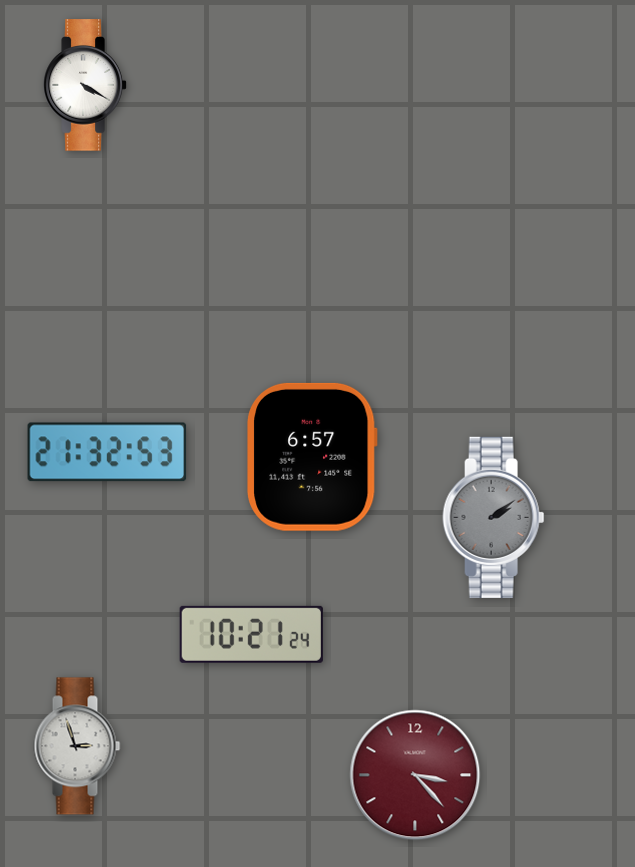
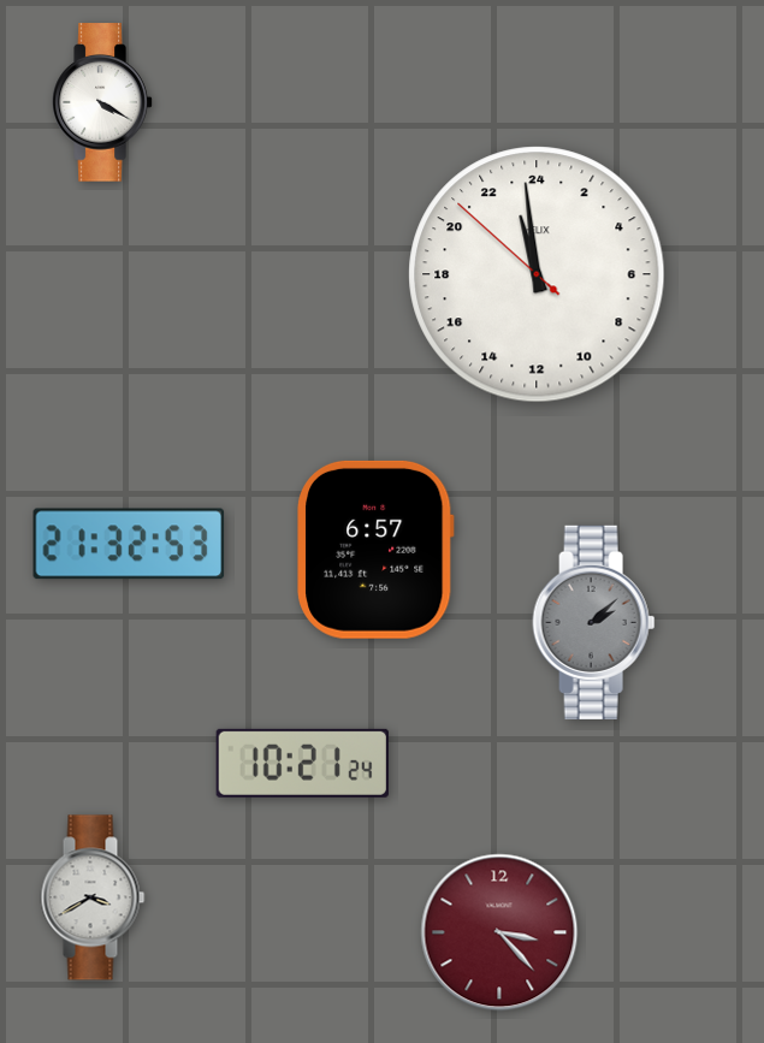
clock at (537, 274): none -> 22:58
clock at (494, 517): 2:09 -> 2:08
clock at (77, 746): 2:57 -> 3:40
